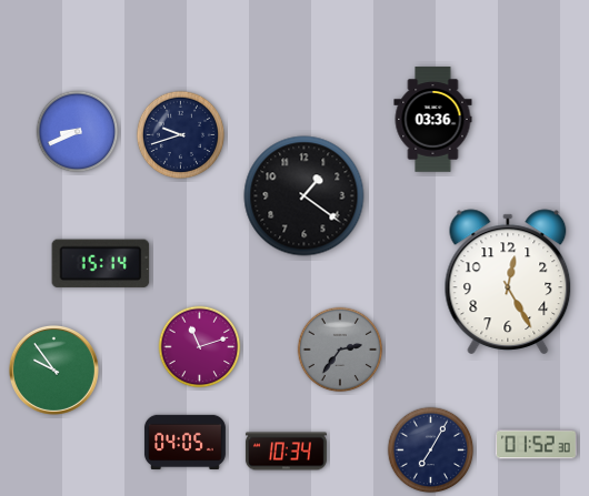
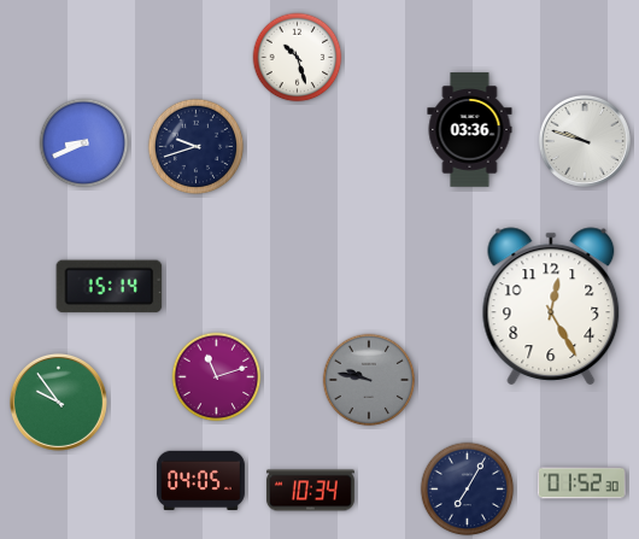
clock at (298, 58): none -> 10:27
clock at (585, 141): none -> 9:48
clock at (305, 196): 1:21 -> none
clock at (340, 350): 2:36 -> 9:47
